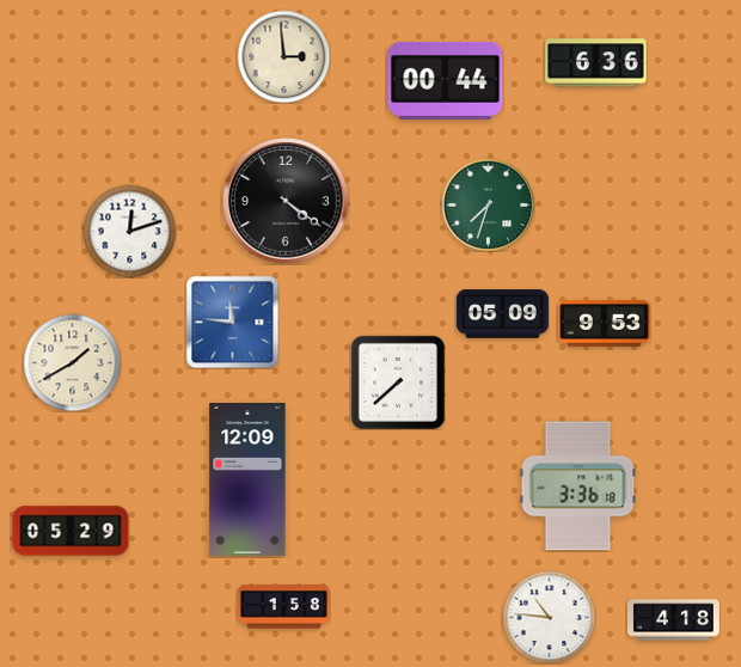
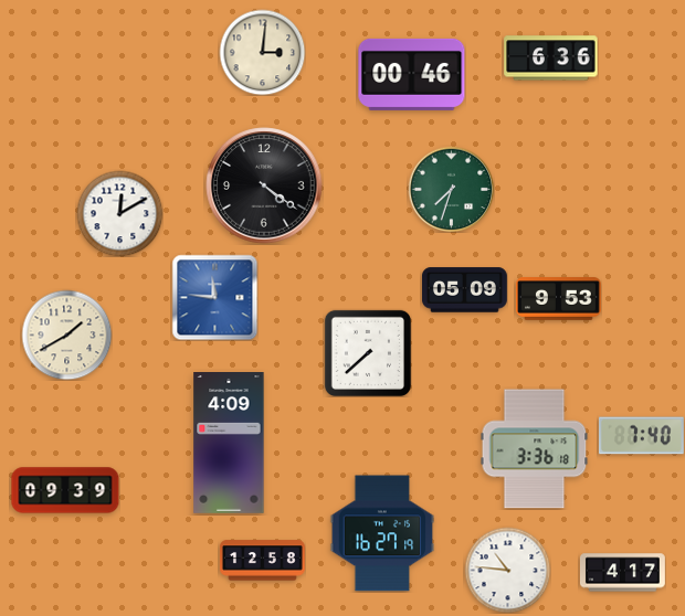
clock at (283, 56): 2:59 -> 3:01
clock at (446, 80): 00:44 -> 00:46
clock at (129, 231): 12:12 -> 12:10
clock at (641, 436): none -> 7:40
clock at (247, 481): 12:09 -> 4:09
clock at (71, 531): 05:29 -> 09:39
clock at (382, 533): none -> 16:27
clock at (284, 607): 1:58 -> 12:58
clock at (674, 620): 4:18 -> 4:17
